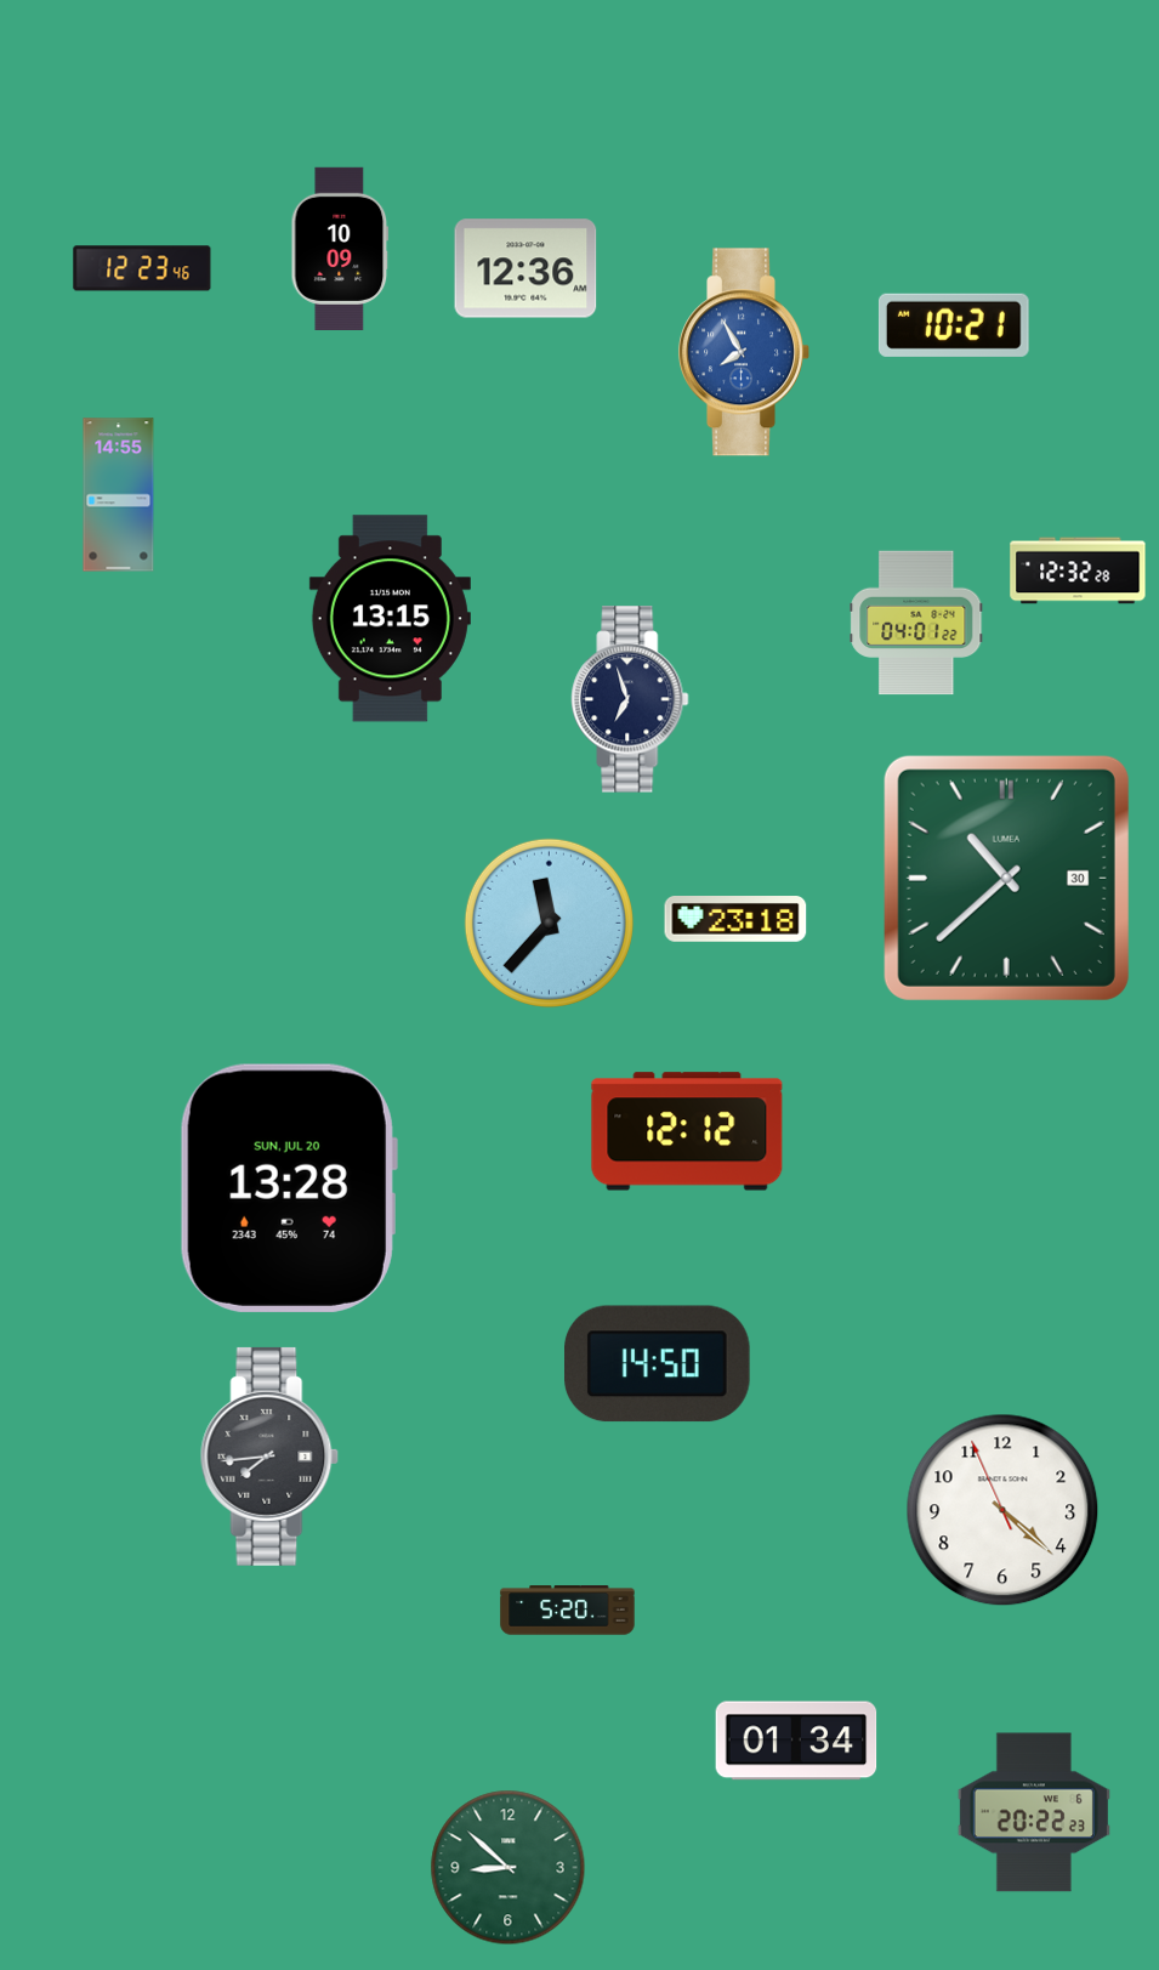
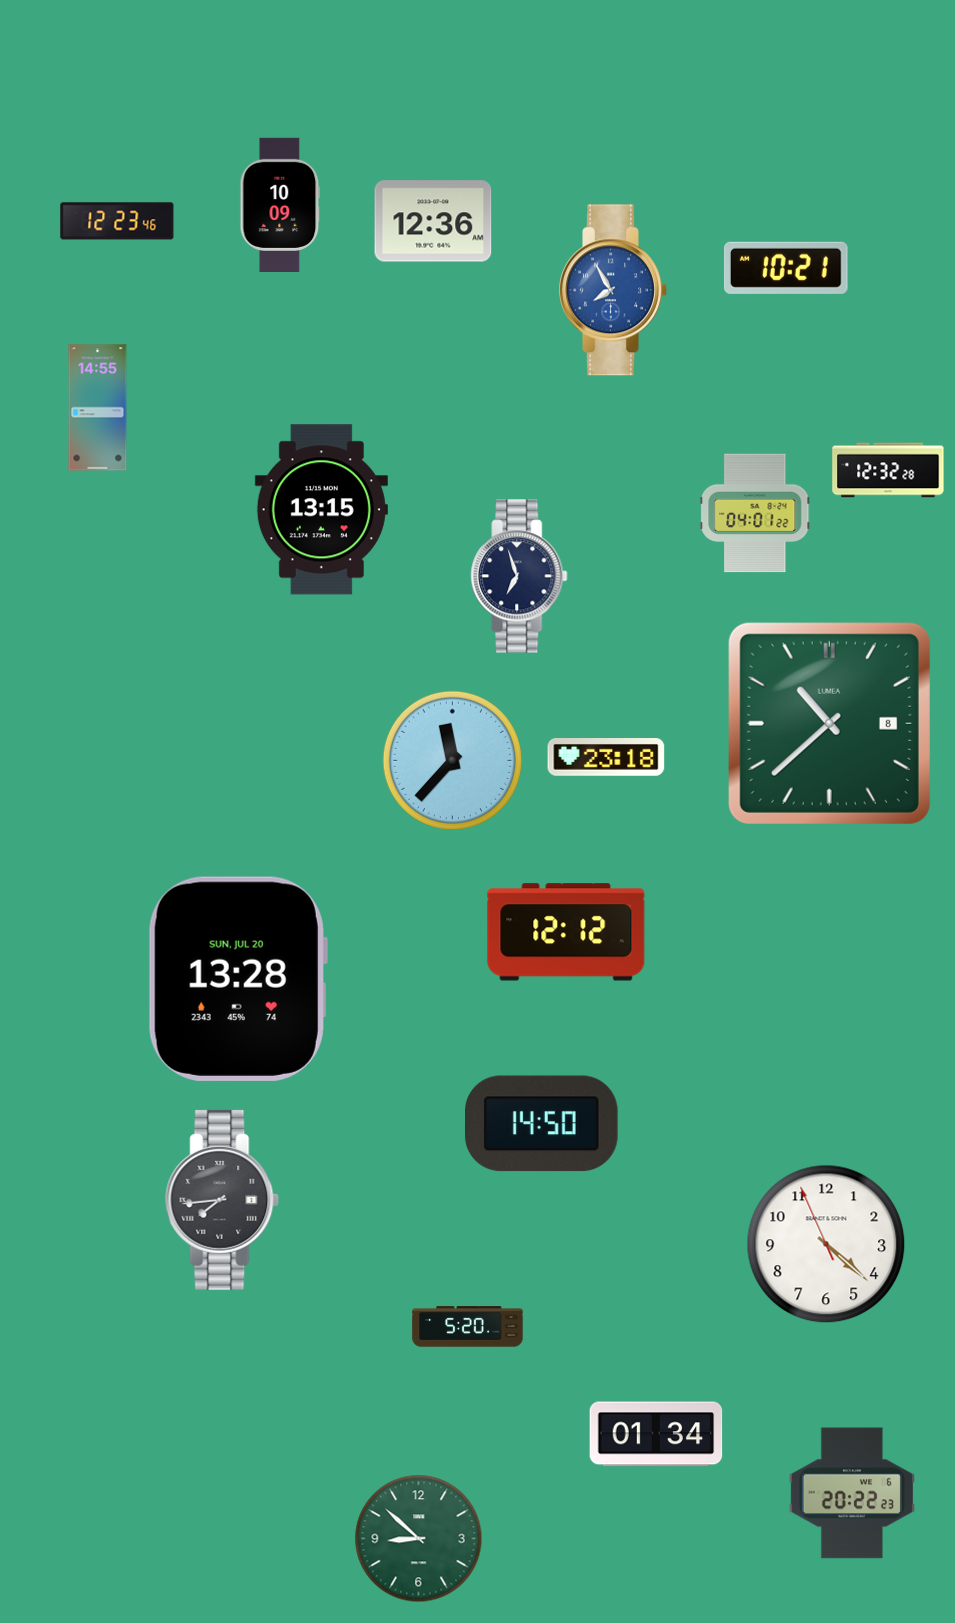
clock at (1006, 878) date: 30 -> 8
